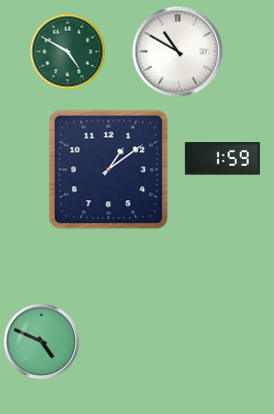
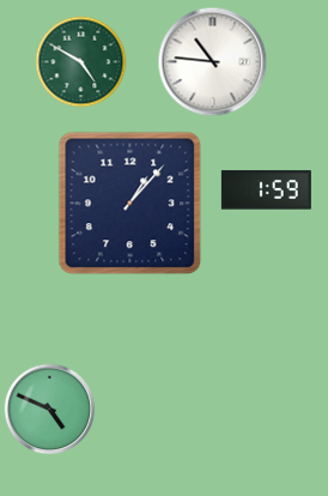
clock at (178, 52): 10:50 -> 10:46
clock at (109, 170): 1:09 -> 1:07
